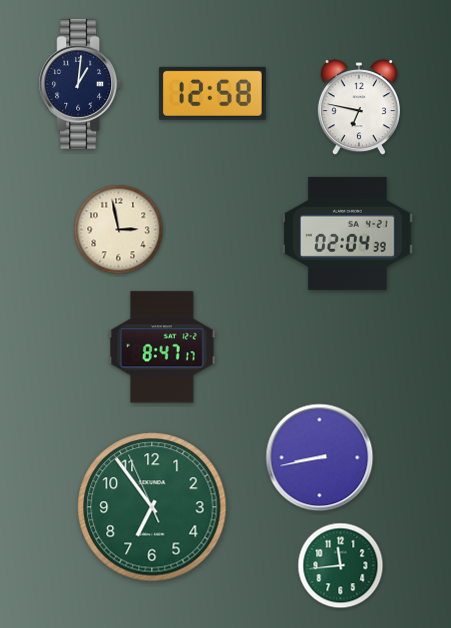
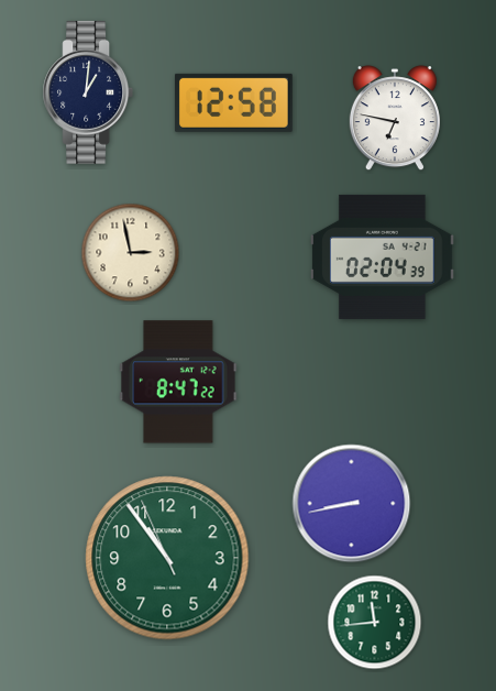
clock at (162, 347): 8:47:17 -> 8:47:22
clock at (152, 507): 6:53 -> 10:53
